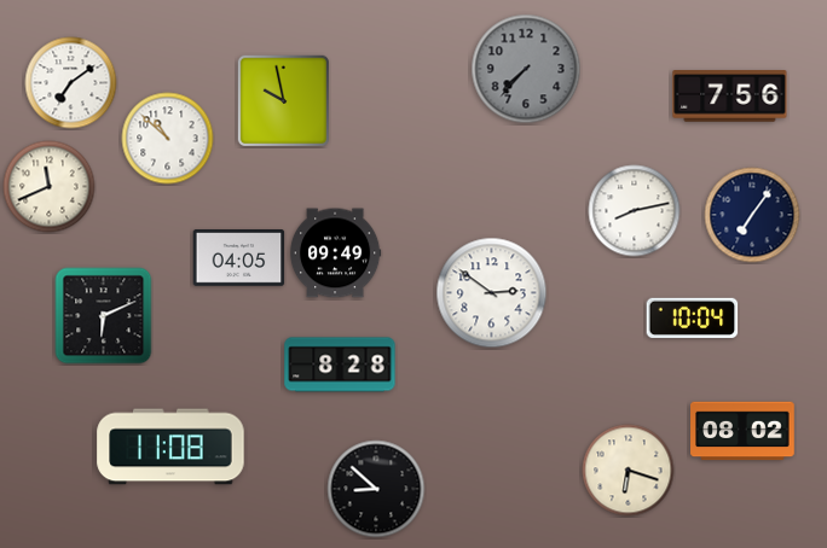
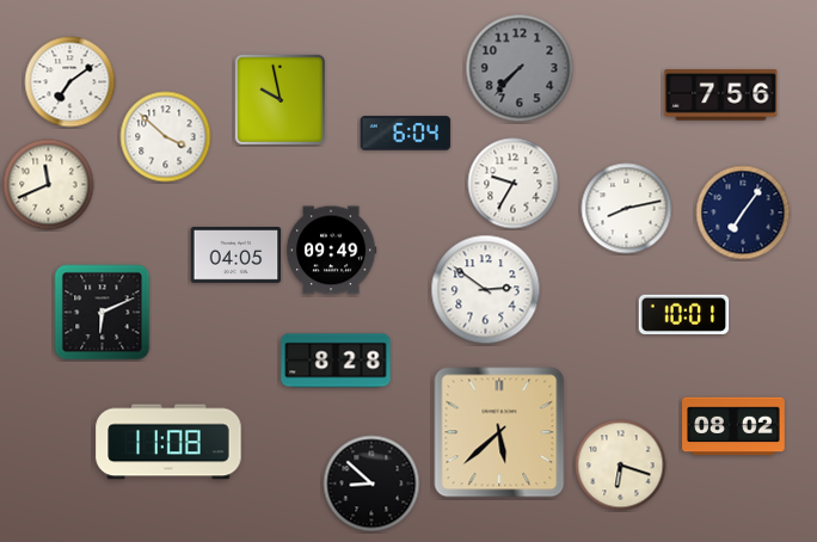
clock at (406, 134): none -> 6:04
clock at (168, 139): 10:52 -> 3:52
clock at (514, 184): none -> 9:35
clock at (693, 317): 10:04 -> 10:01
clock at (499, 432): none -> 5:38
